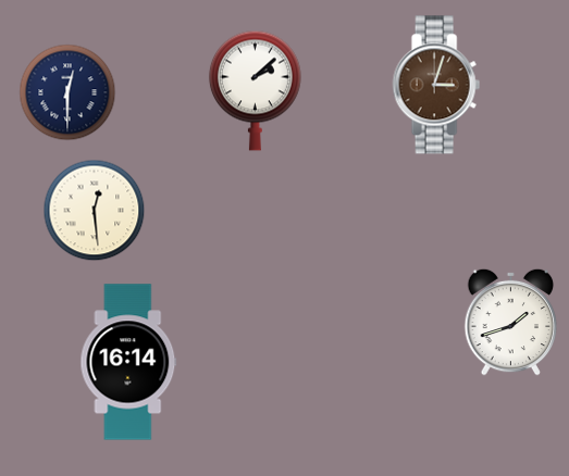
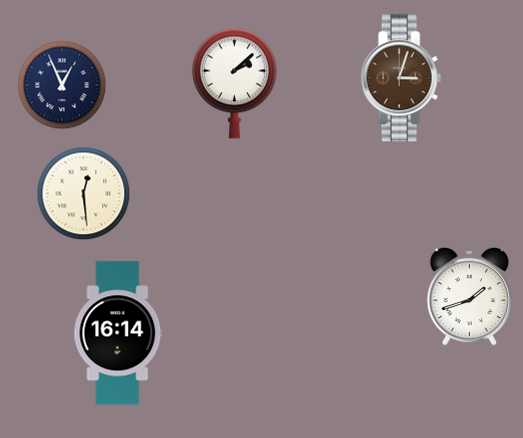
clock at (67, 92): 12:30 -> 12:56
clock at (95, 211) position: (95, 211) -> (84, 194)
